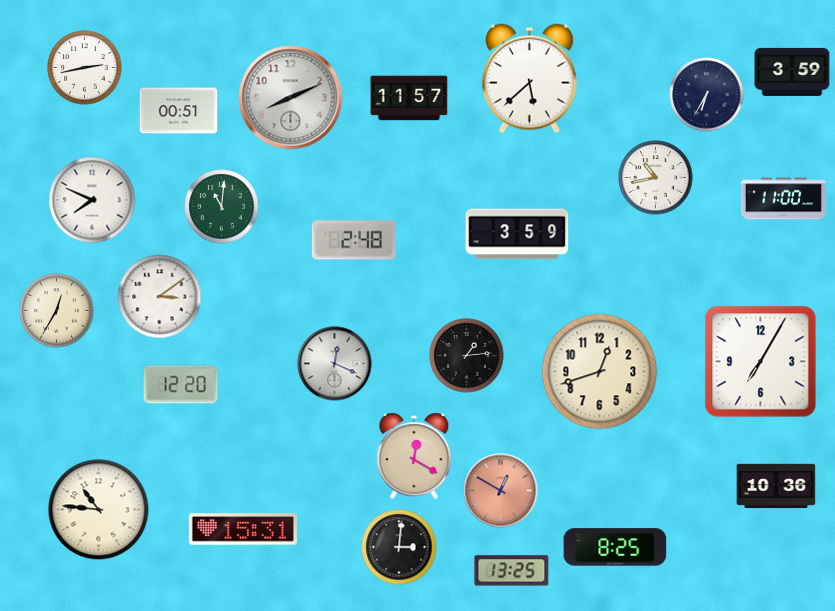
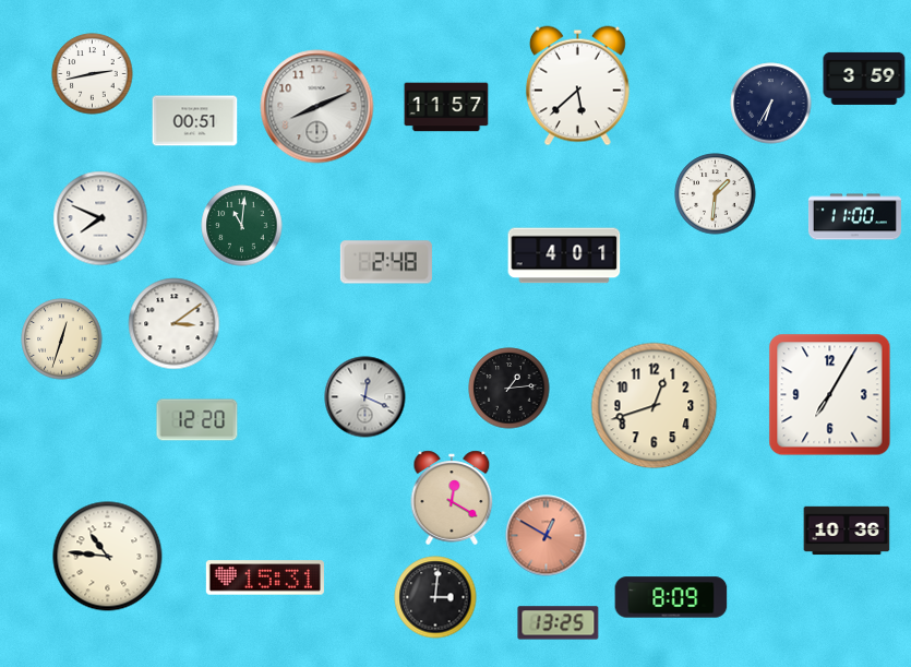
clock at (656, 178): 10:43 -> 1:31
clock at (517, 234): 3:59 -> 4:01
clock at (57, 311): 12:35 -> 12:33
clock at (615, 547): 8:25 -> 8:09
